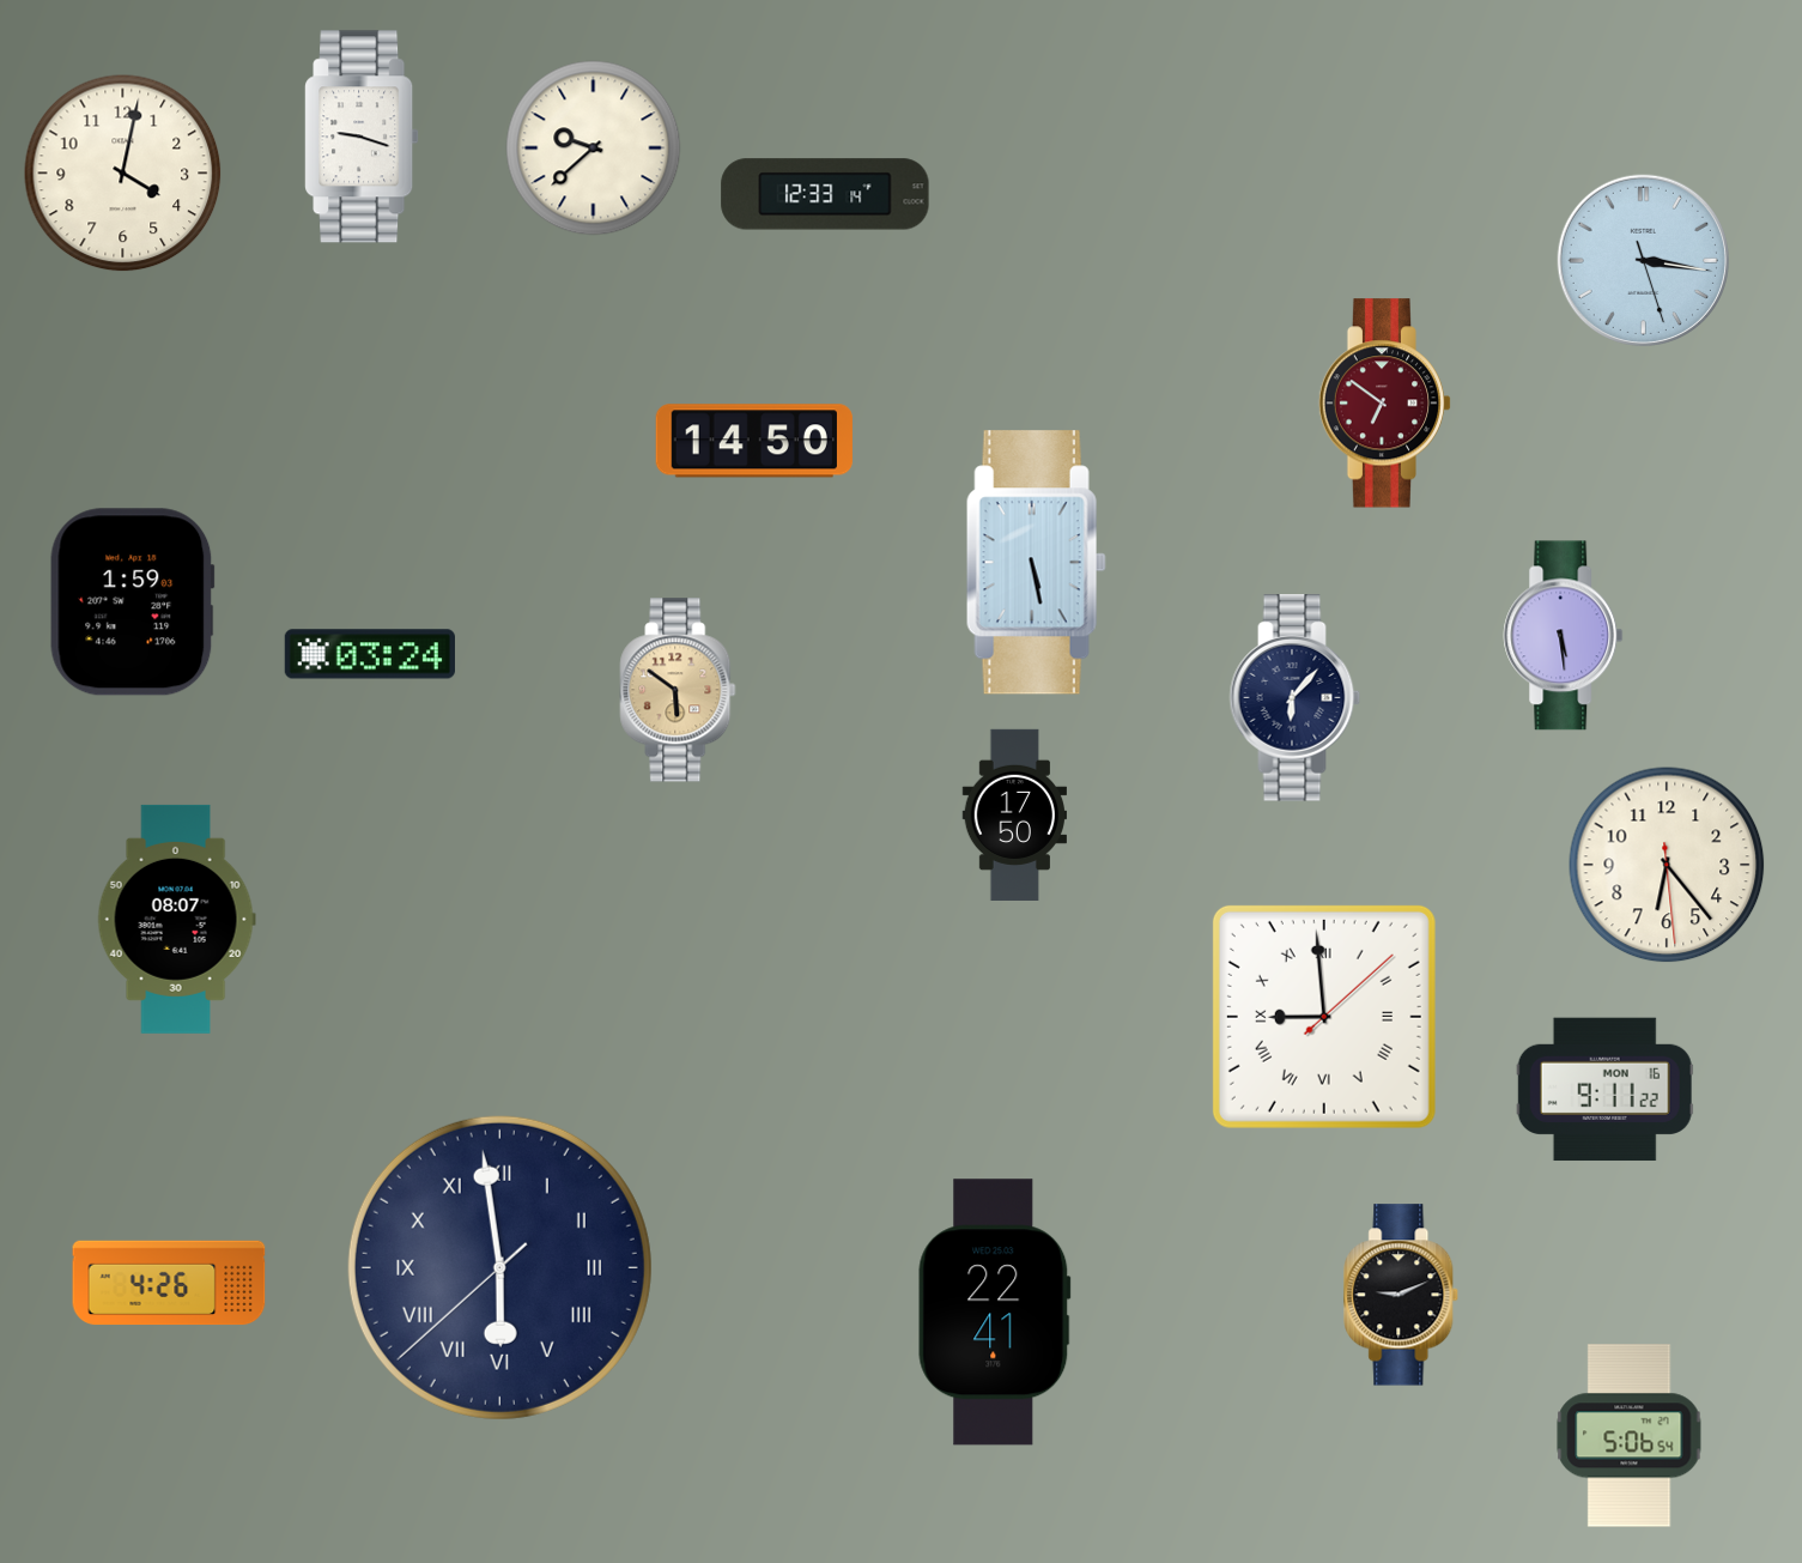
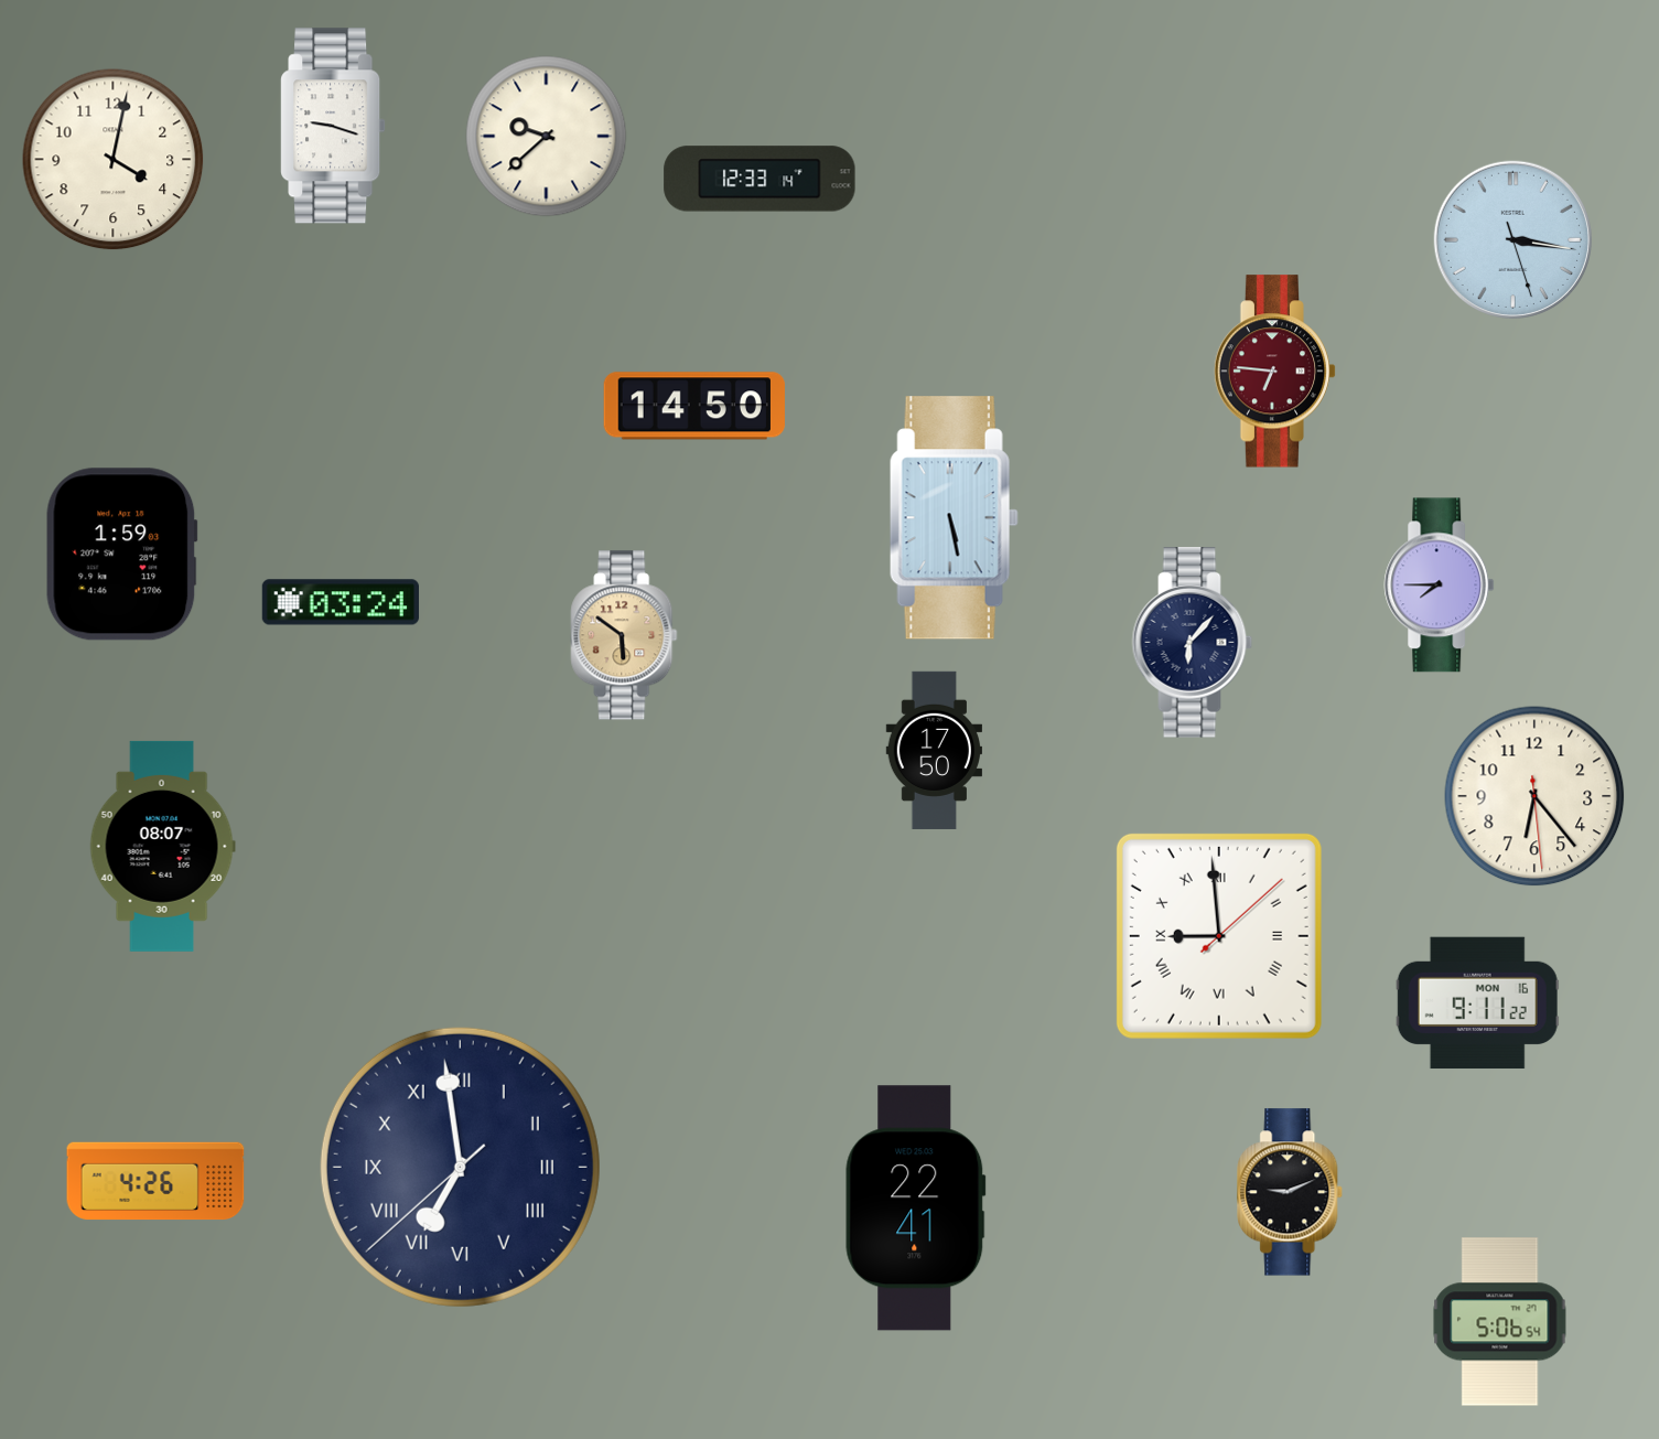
clock at (1385, 404): 6:51 -> 6:46
clock at (1564, 636): 5:29 -> 7:45
clock at (499, 1267): 5:58 -> 6:58
